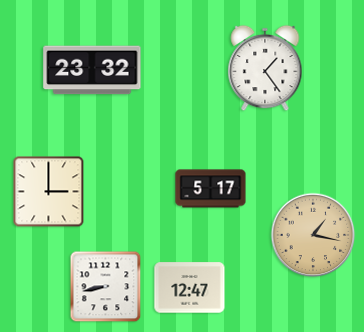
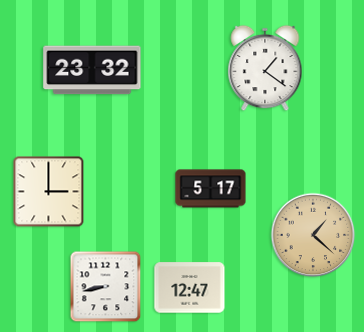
clock at (265, 68): 1:24 -> 1:21
clock at (313, 235): 1:17 -> 1:22
